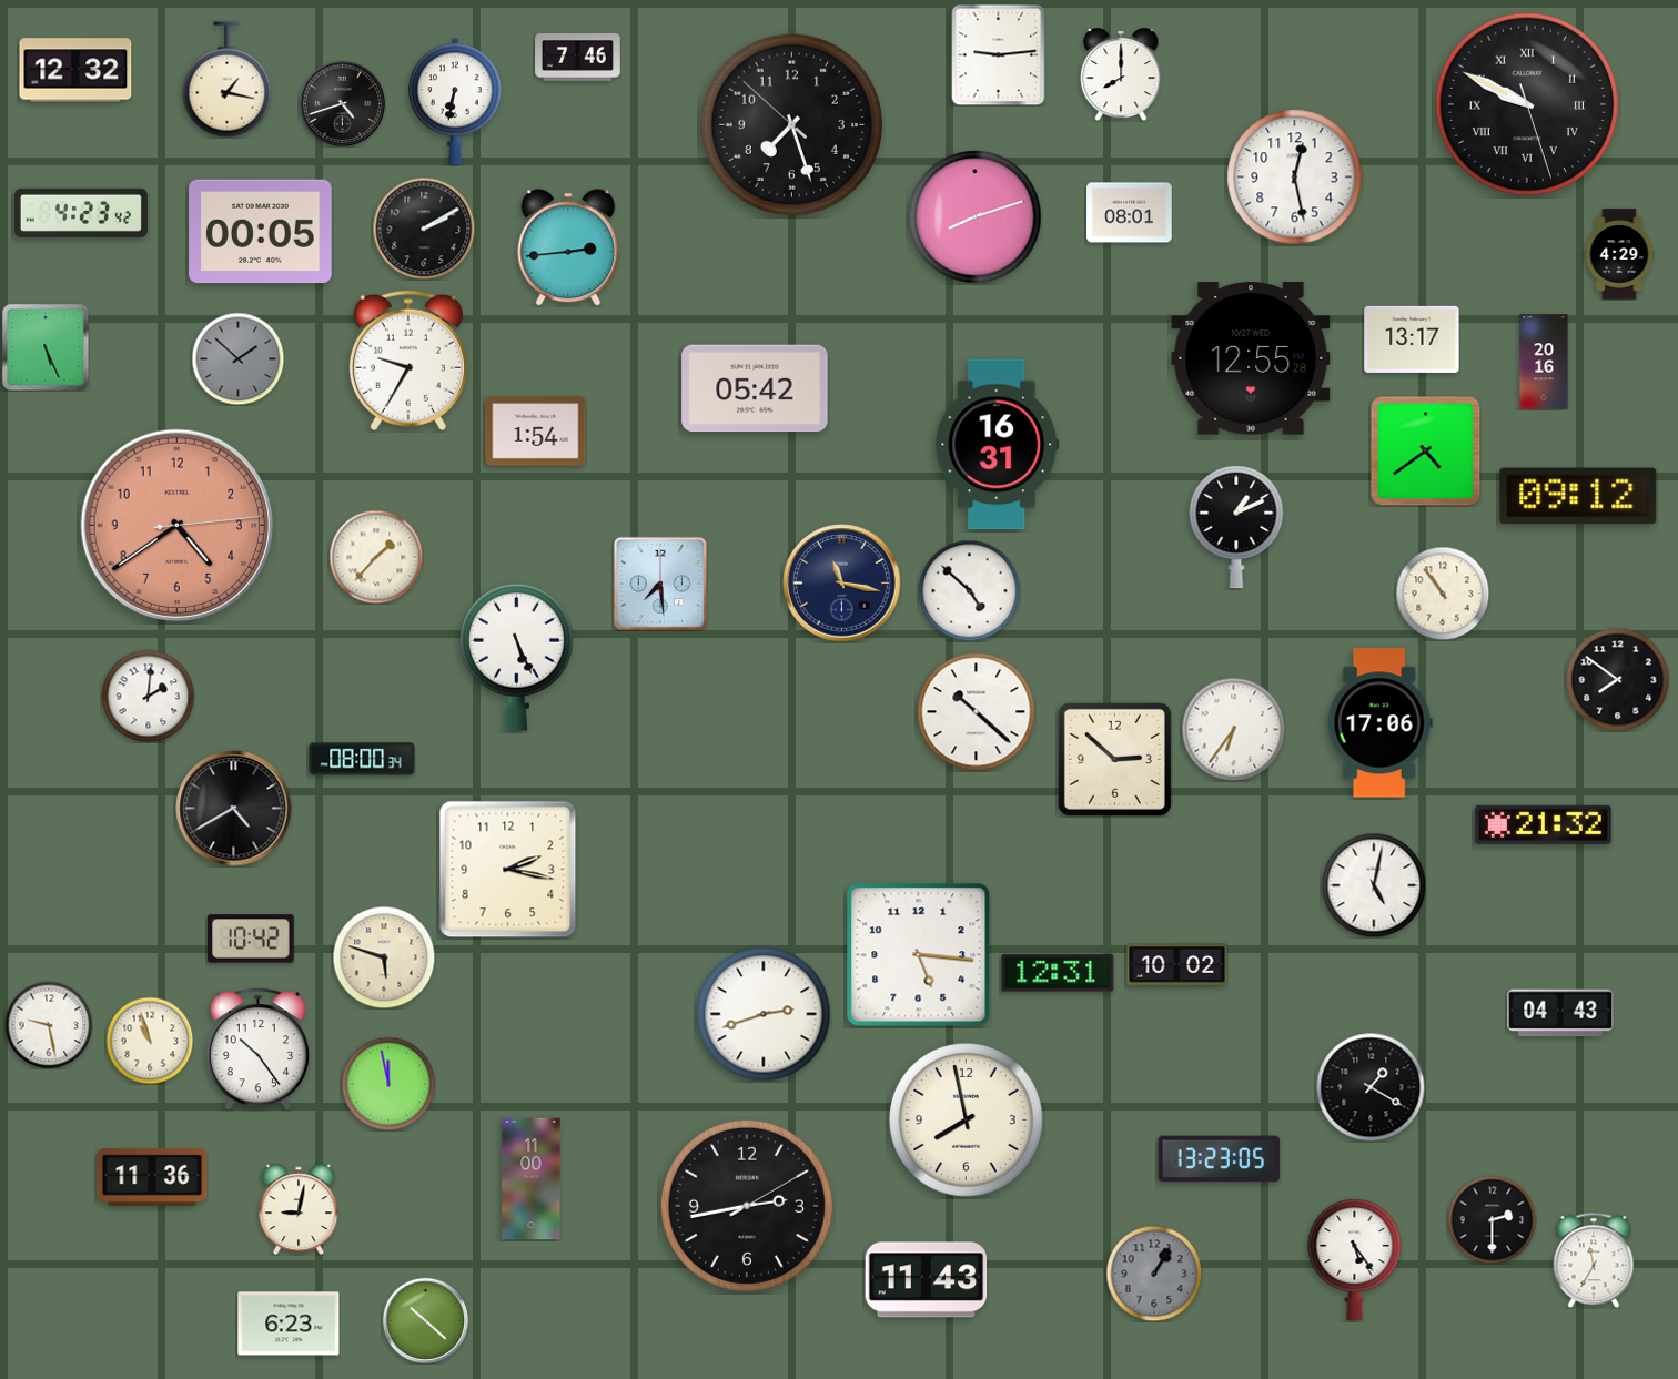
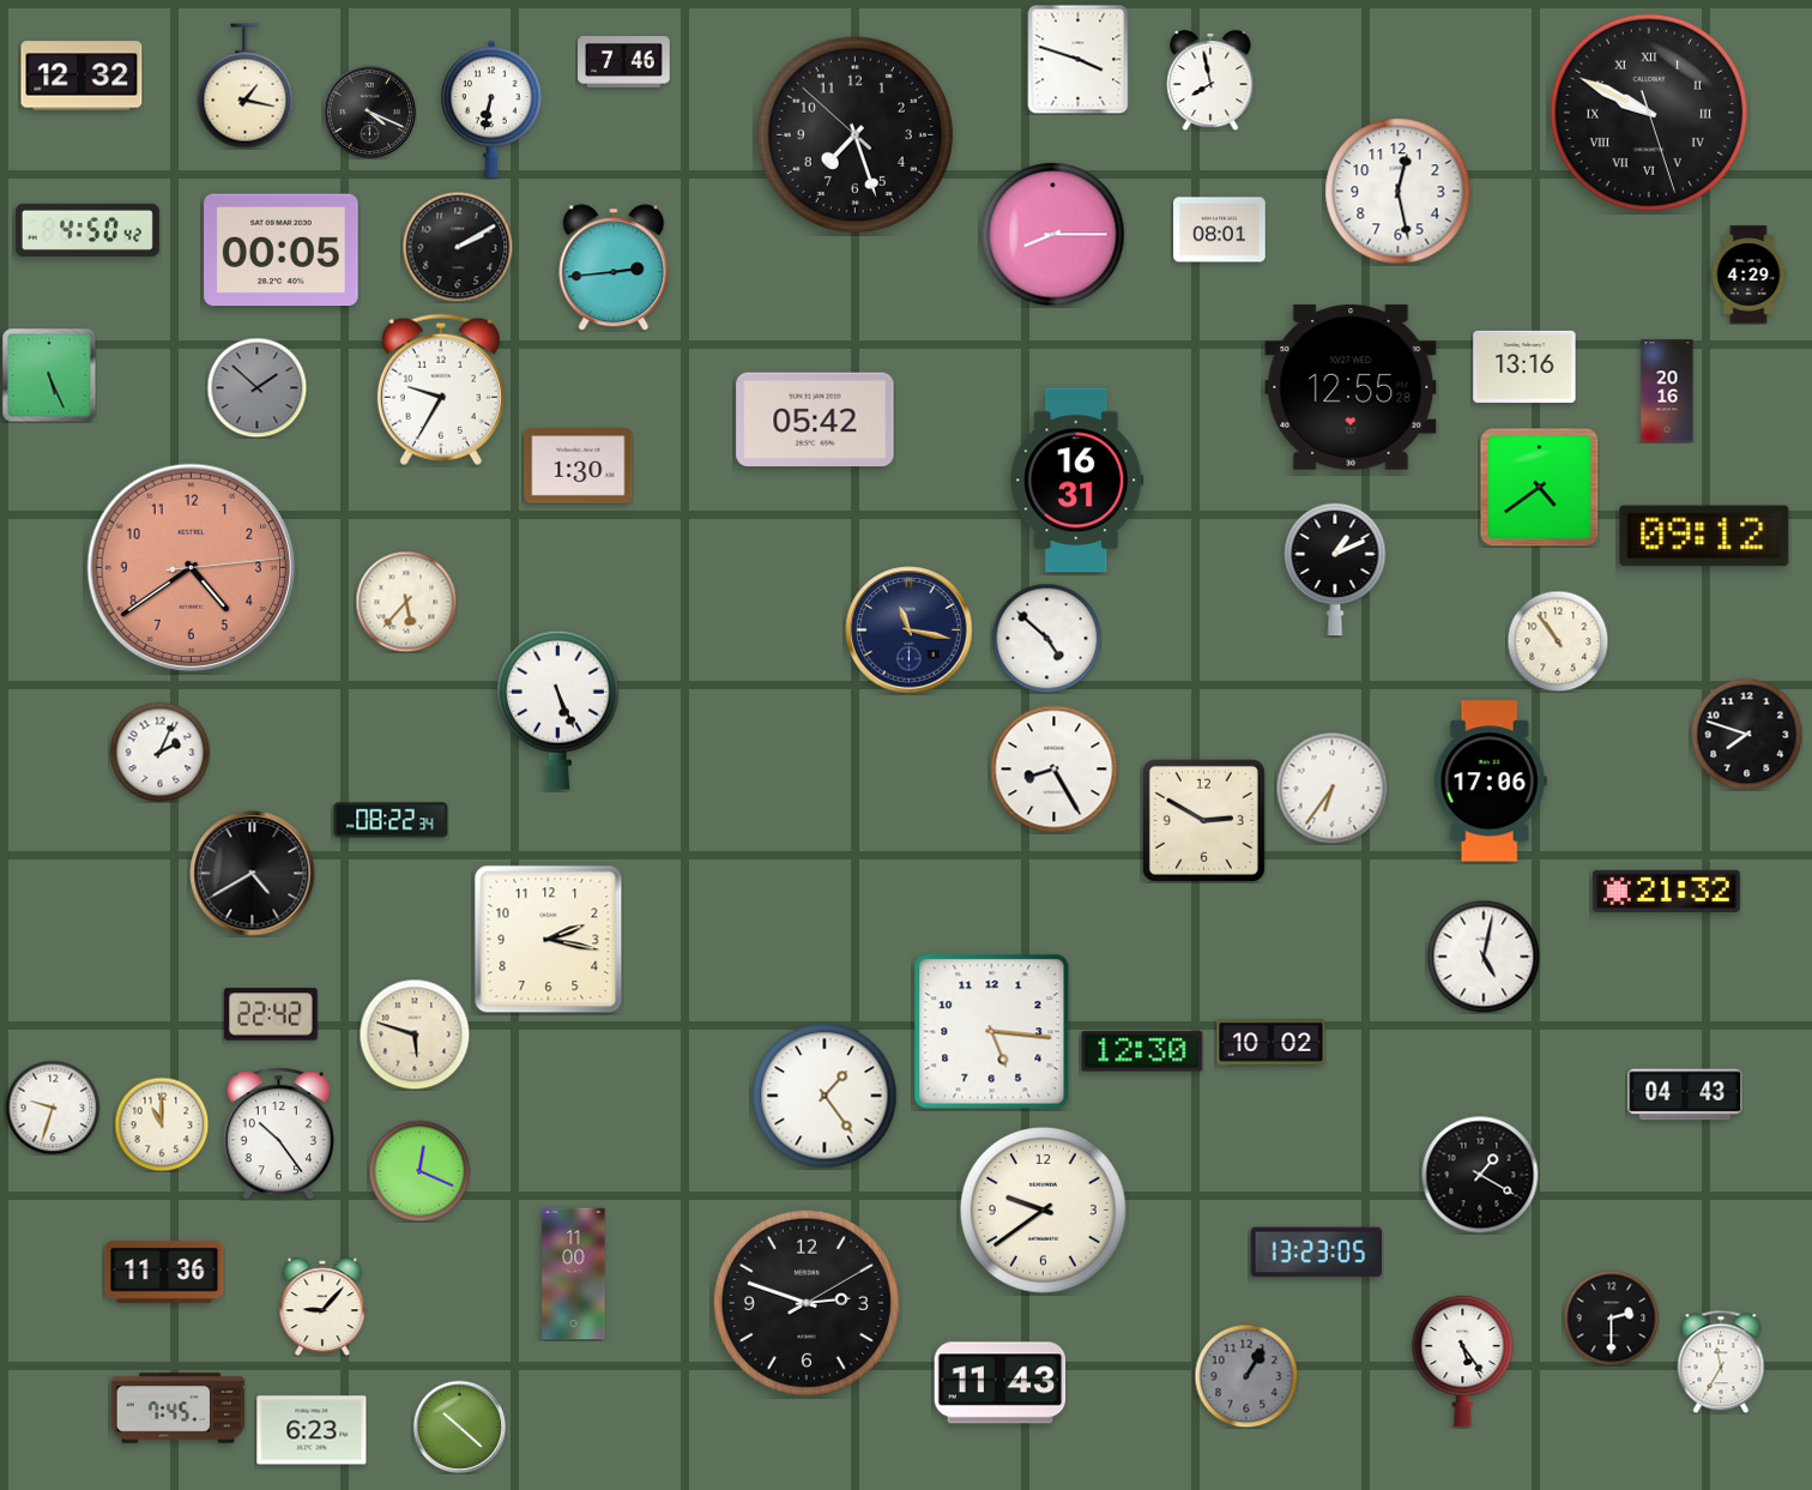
clock at (999, 54): 9:14 -> 3:48
clock at (1121, 74): 8:00 -> 7:58
clock at (342, 103): 4:42 -> 4:19
clock at (81, 213): 4:23 -> 4:50
clock at (976, 217): 8:12 -> 8:15
clock at (1412, 339): 13:17 -> 13:16
clock at (536, 432): 1:54 -> 1:30
clock at (376, 557): 1:37 -> 5:37
clock at (659, 582): 7:29 -> none
clock at (1617, 679): 7:51 -> 7:48
clock at (148, 696): 2:01 -> 2:04
clock at (977, 712): 10:22 -> 8:25
clock at (362, 759): 08:00 -> 08:22
clock at (1114, 759): 2:52 -> 2:50
clock at (251, 939): 10:42 -> 22:42
clock at (1058, 973): 12:31 -> 12:30
clock at (764, 1014): 2:42 -> 1:24
clock at (49, 1025): 9:28 -> 9:33
clock at (150, 1041): 10:57 -> 11:00
clock at (388, 1084): 11:58 -> 12:19
clock at (966, 1119): 7:58 -> 9:39
clock at (747, 1206): 2:43 -> 2:48
clock at (299, 1209): 9:02 -> 9:07
clock at (179, 1408): none -> 7:45
